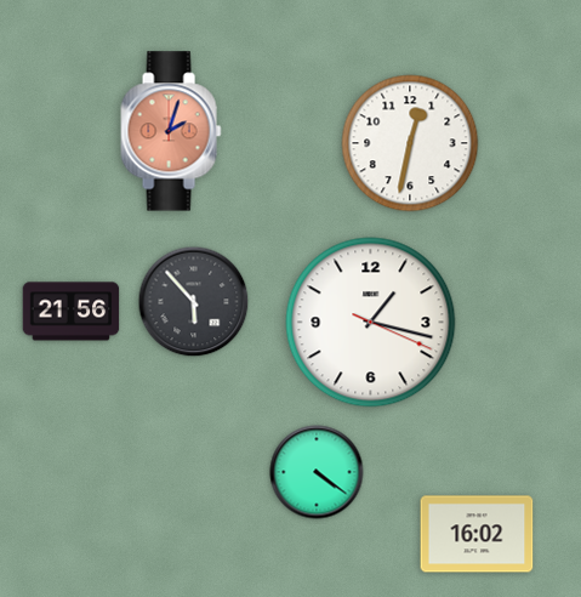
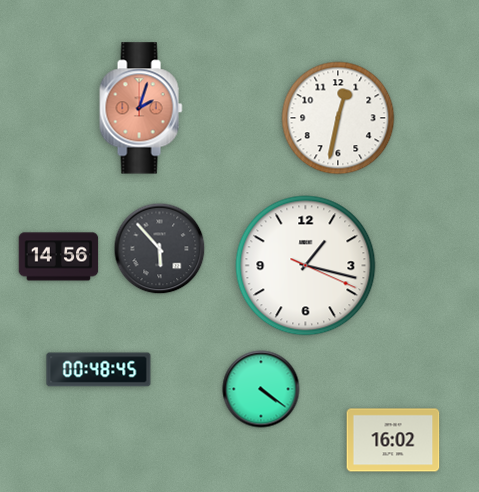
clock at (72, 312): 21:56 -> 14:56
clock at (99, 370): none -> 00:48
